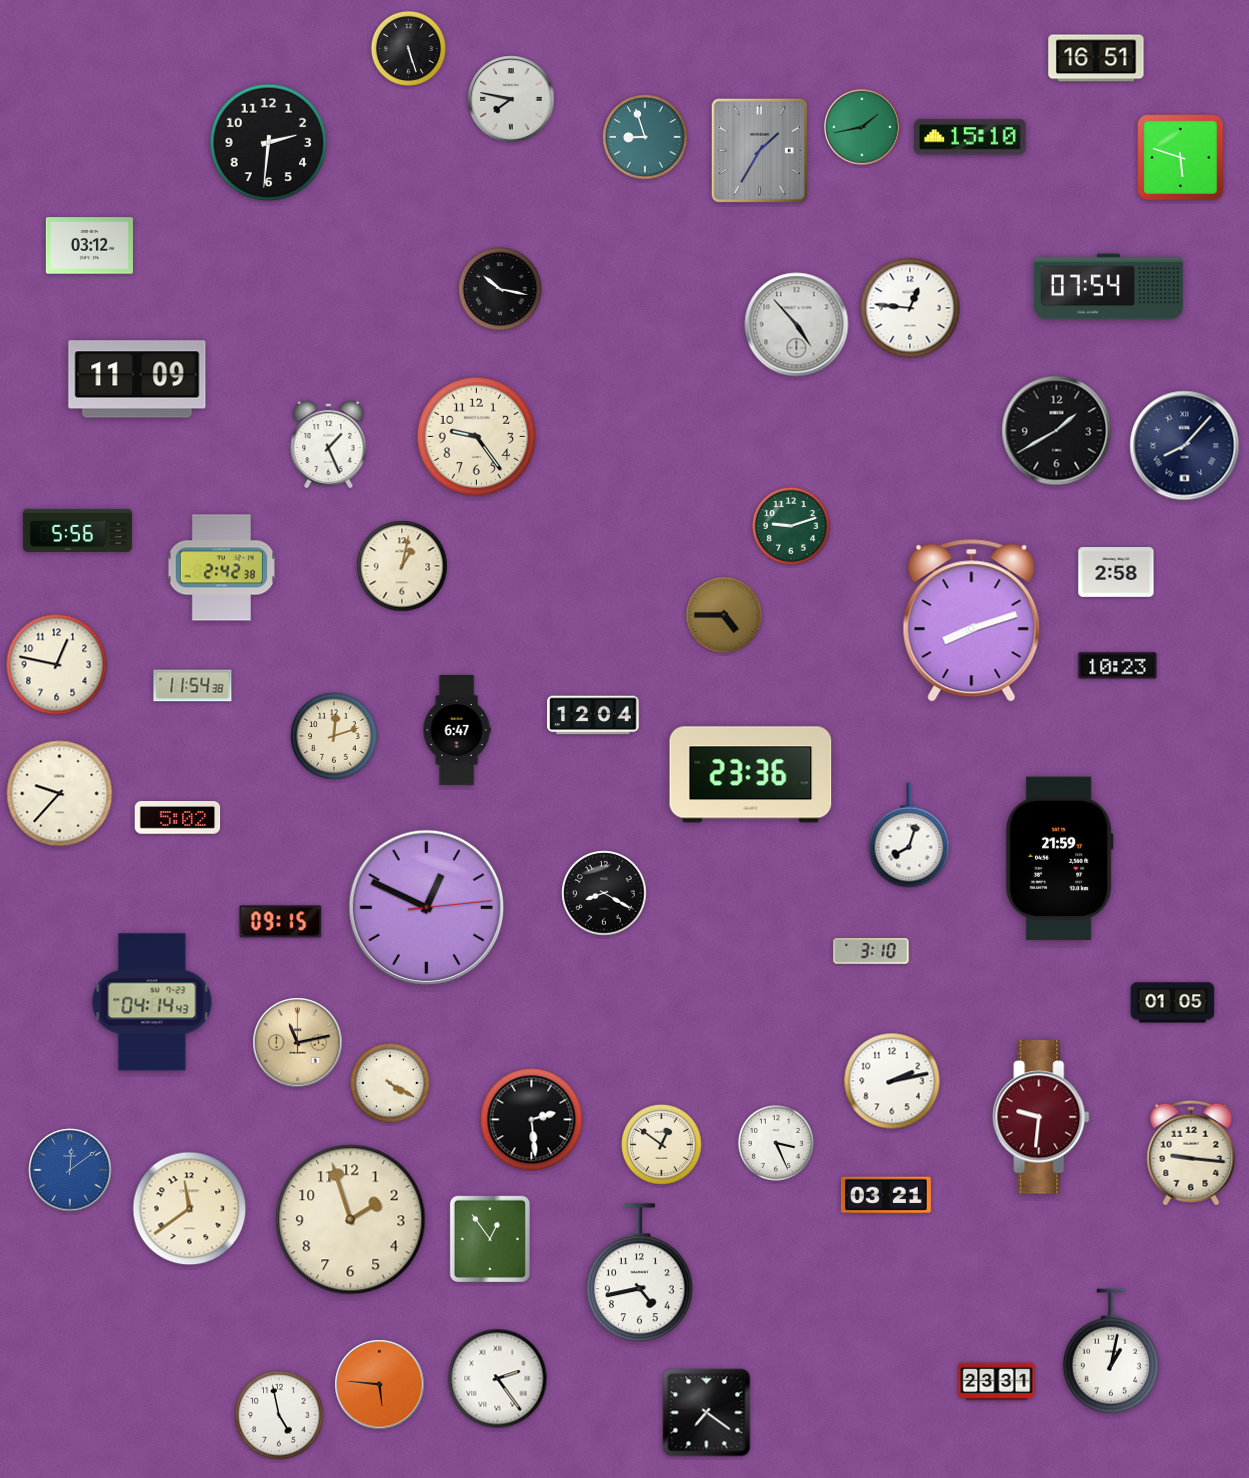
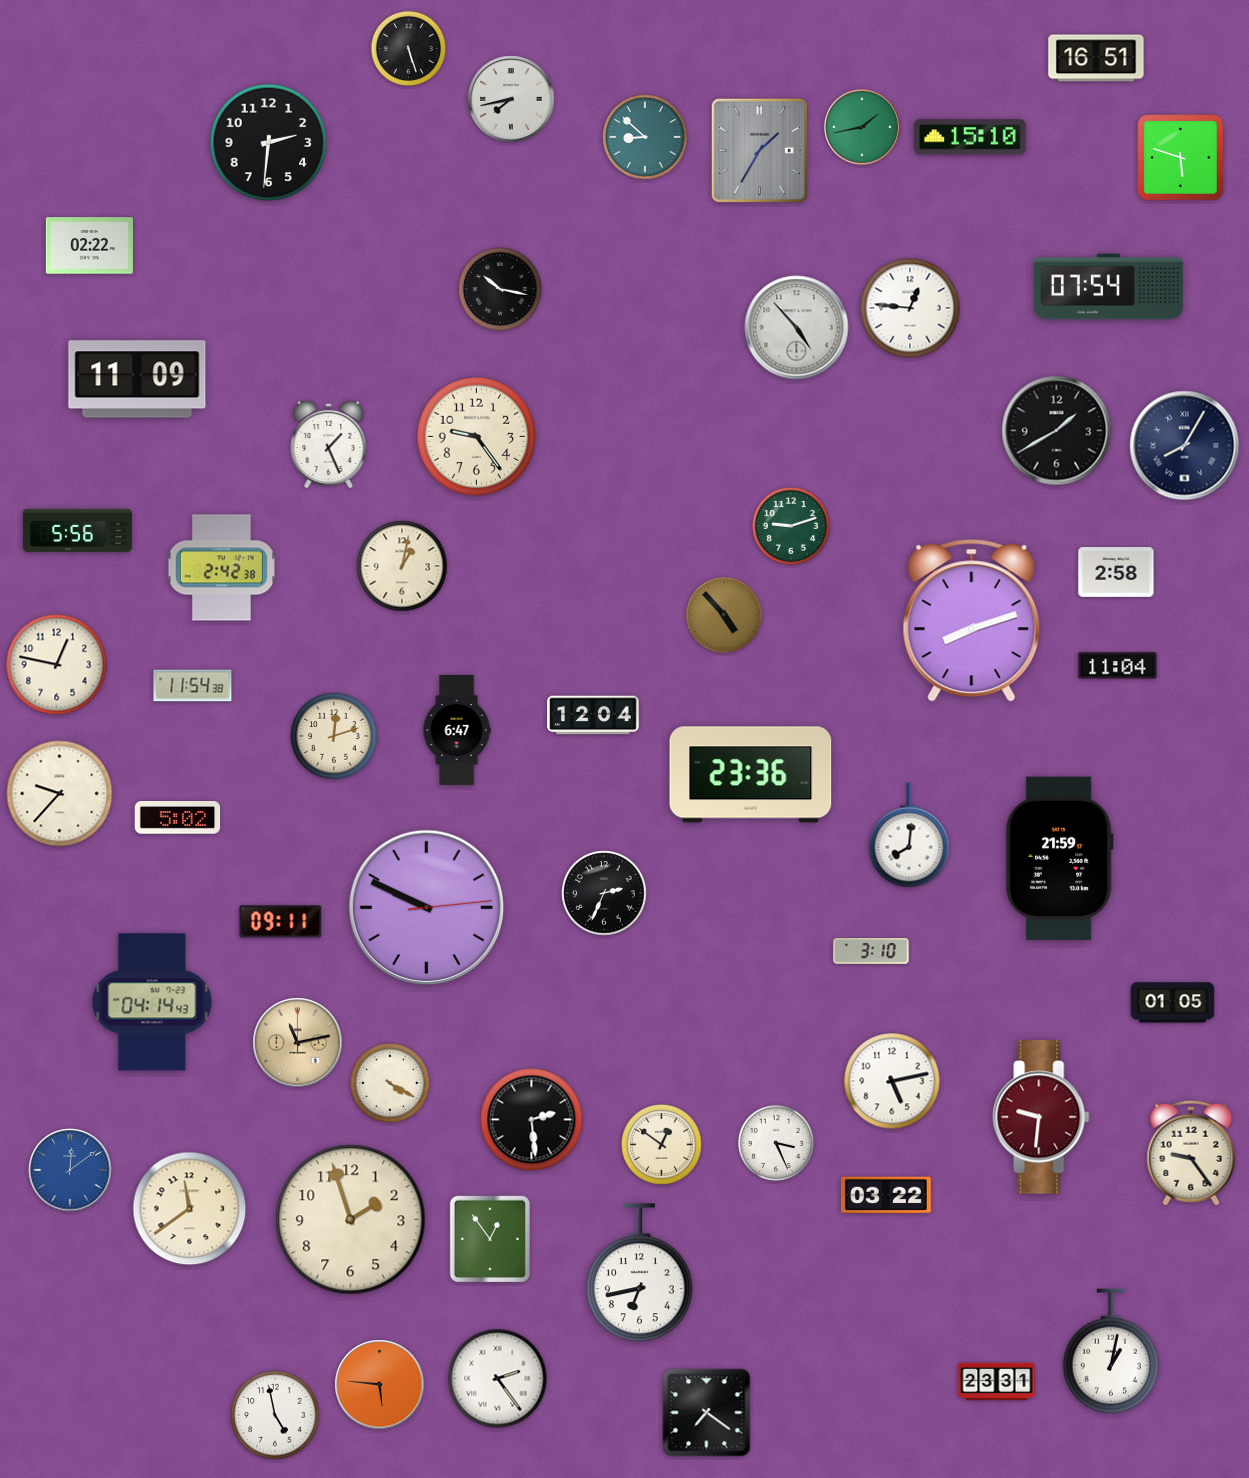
clock at (511, 99): 7:47 -> 7:43
clock at (645, 137): 8:57 -> 8:52
clock at (89, 246): 03:12 -> 02:22
clock at (797, 325) position: (797, 325) -> (797, 328)
clock at (1185, 446): 8:07 -> 8:05
clock at (724, 615): 4:45 -> 4:53
clock at (1118, 666): 10:23 -> 11:04
clock at (909, 835): 8:03 -> 8:01
clock at (604, 893): 8:20 -> 2:34
clock at (427, 908): 12:49 -> 9:49
clock at (281, 922): 09:15 -> 09:11
clock at (892, 1081): 2:13 -> 5:13
clock at (1191, 1153): 9:16 -> 9:24
clock at (886, 1195): 03:21 -> 03:22
clock at (640, 1273): 4:43 -> 6:43
clock at (279, 1415) position: (279, 1415) -> (275, 1415)
